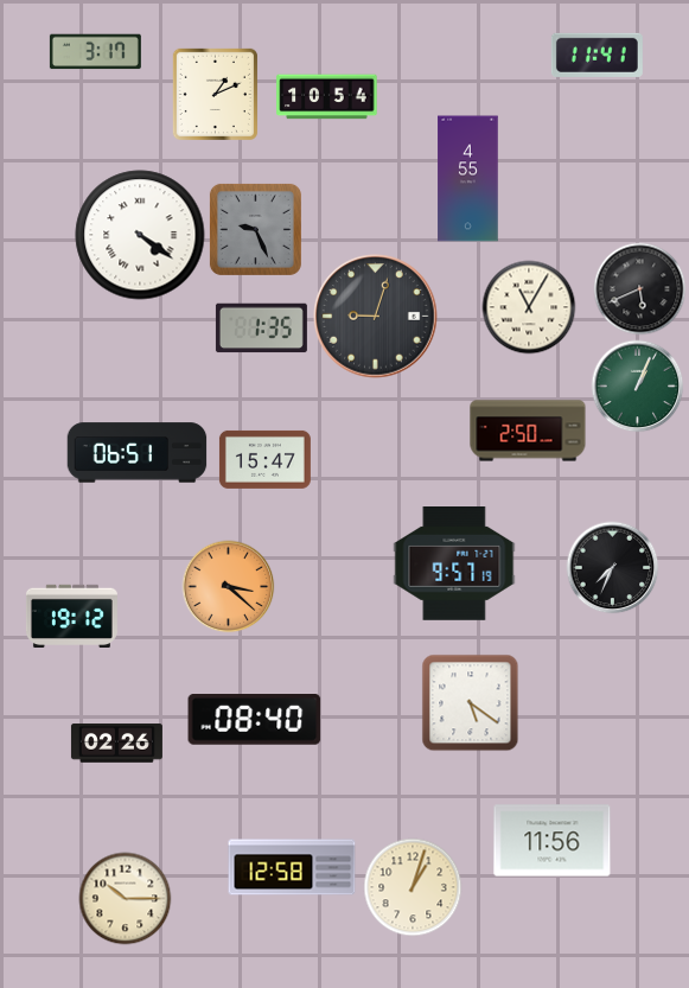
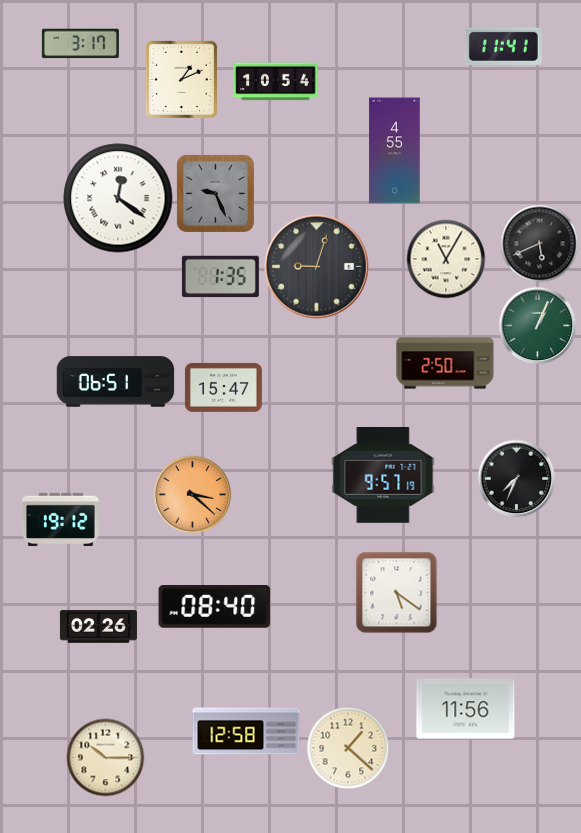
clock at (140, 235): 4:21 -> 12:21
clock at (413, 887): 1:03 -> 1:22
